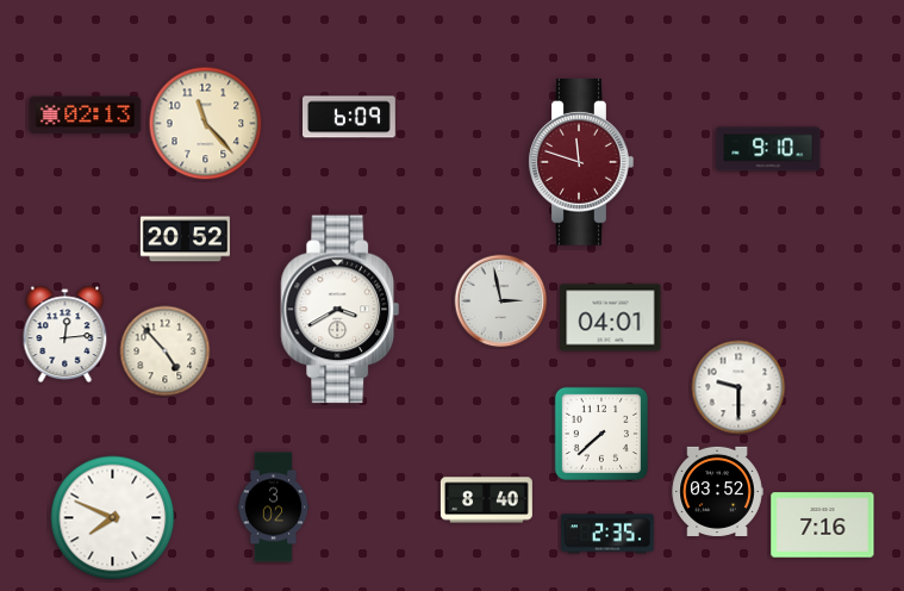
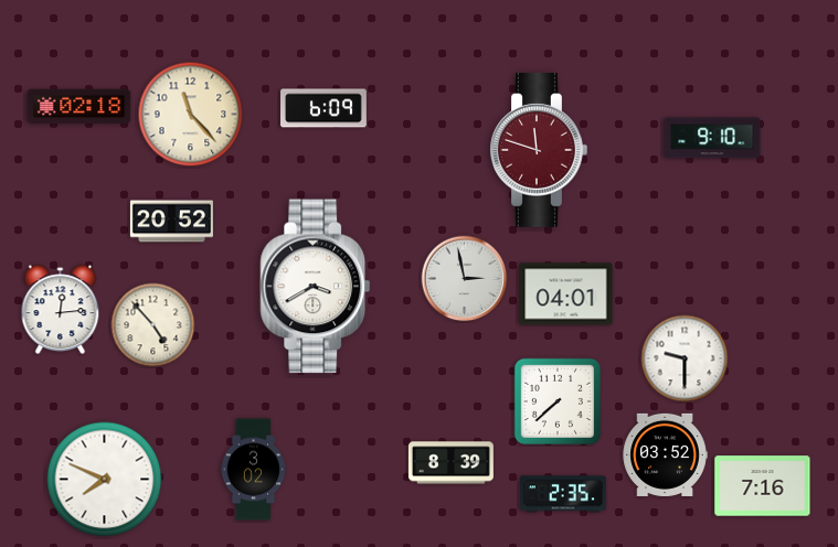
clock at (86, 116): 02:13 -> 02:18
clock at (486, 500): 8:40 -> 8:39
